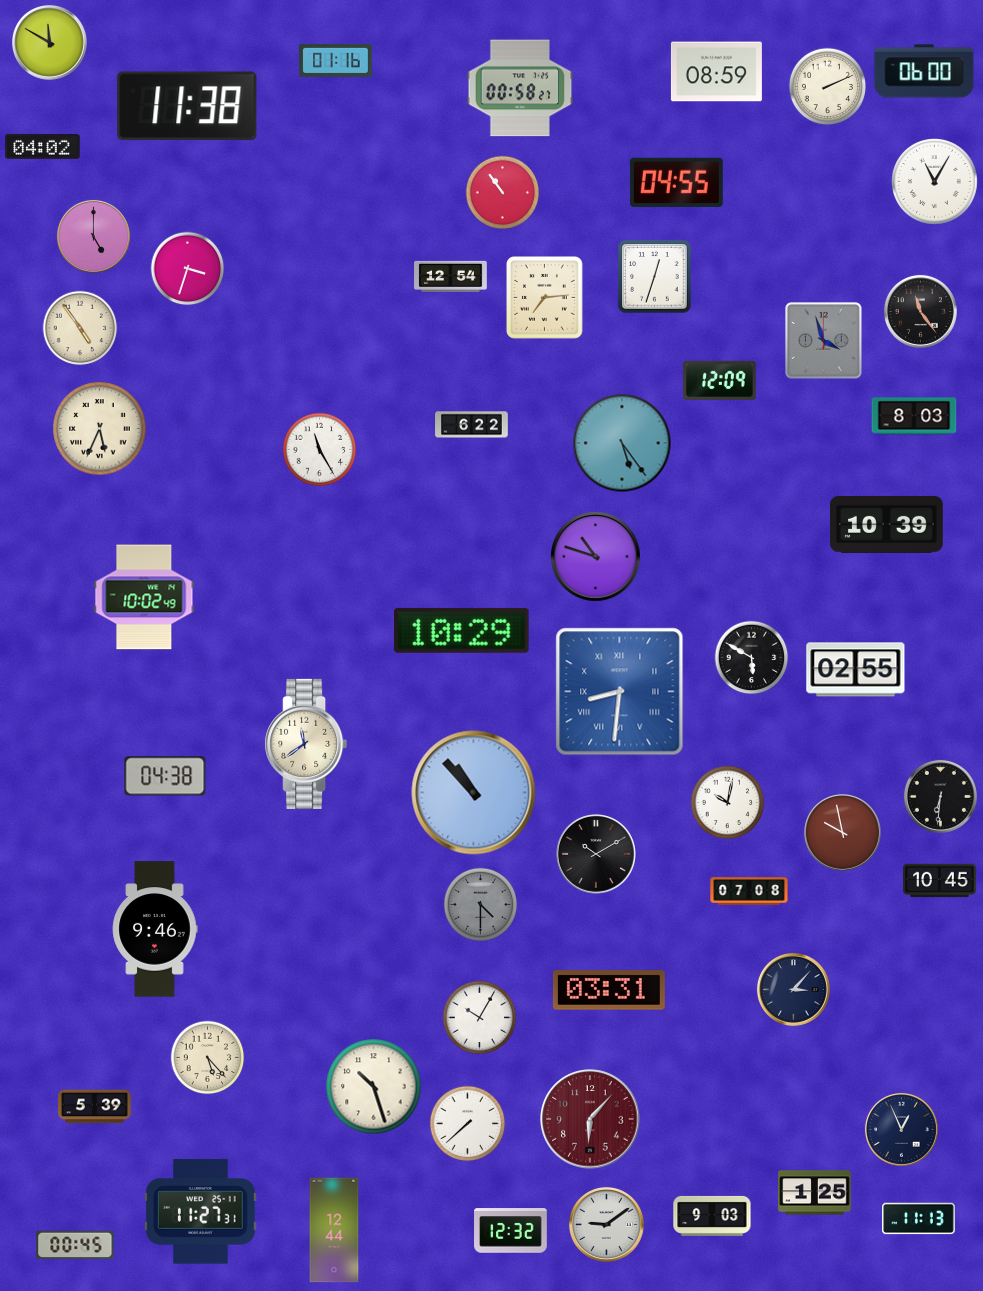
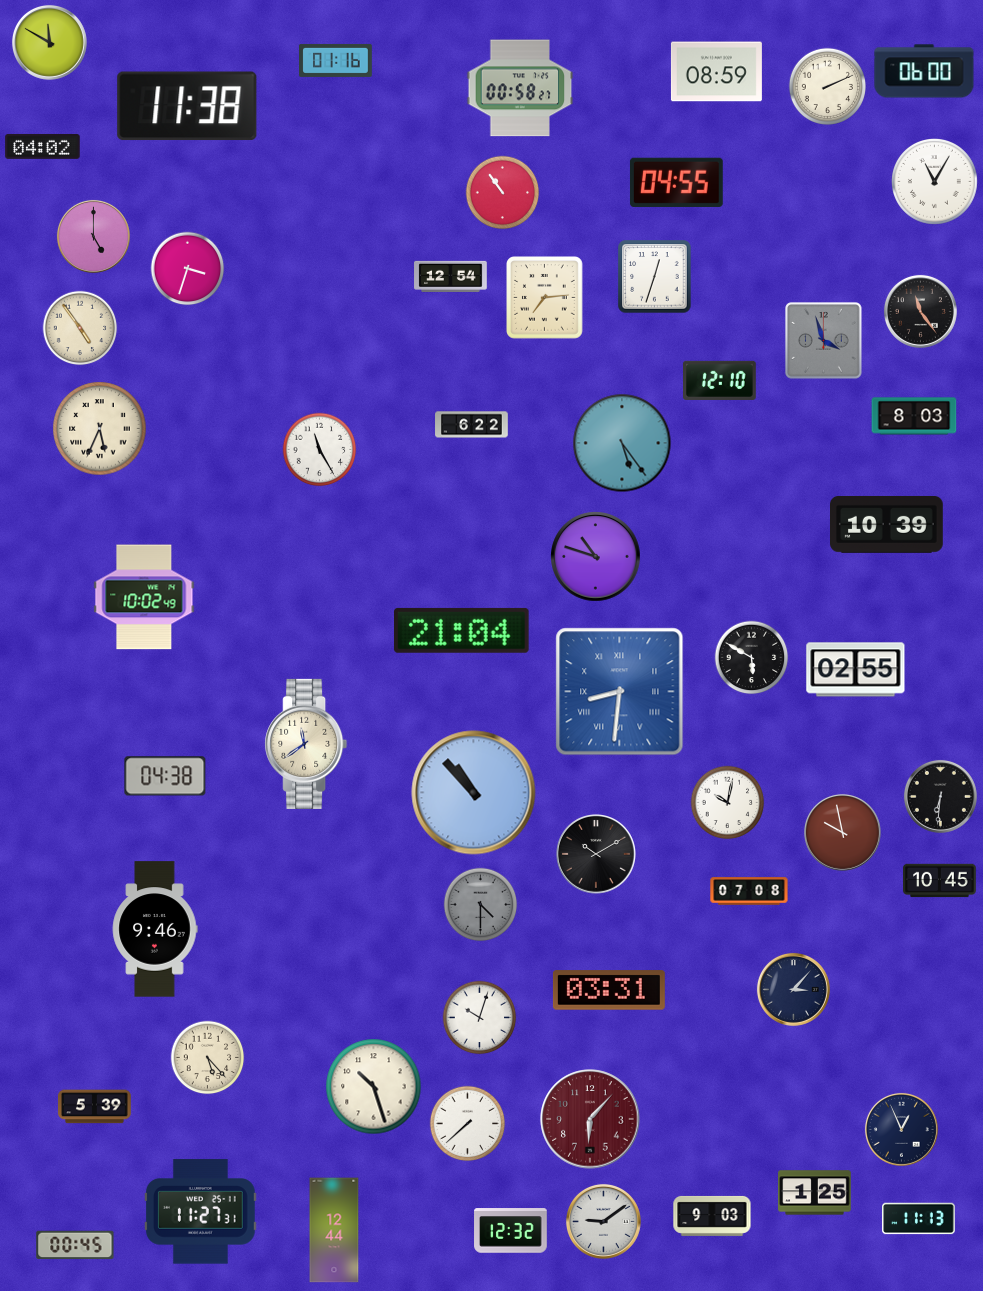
clock at (720, 380): 12:09 -> 12:10
clock at (462, 630): 10:29 -> 21:04
clock at (480, 1018): 10:05 -> 10:03
clock at (606, 1224) position: (606, 1224) -> (603, 1221)
